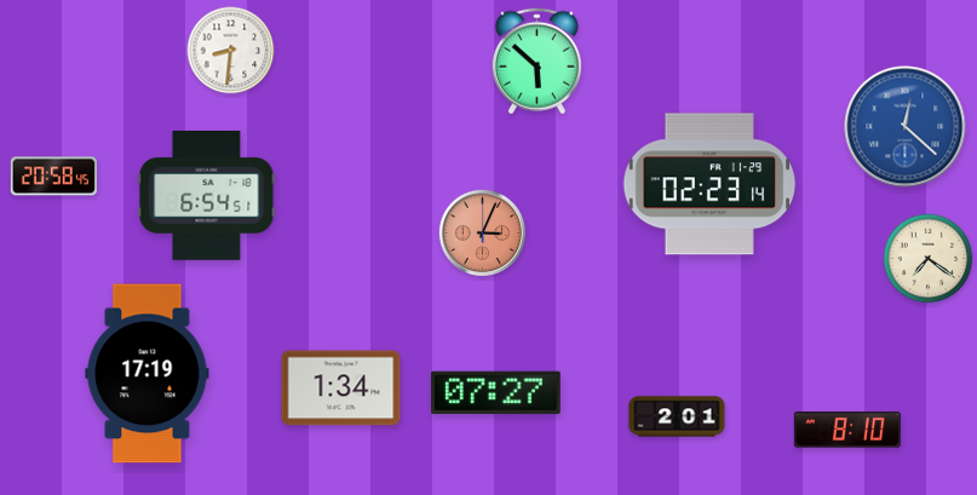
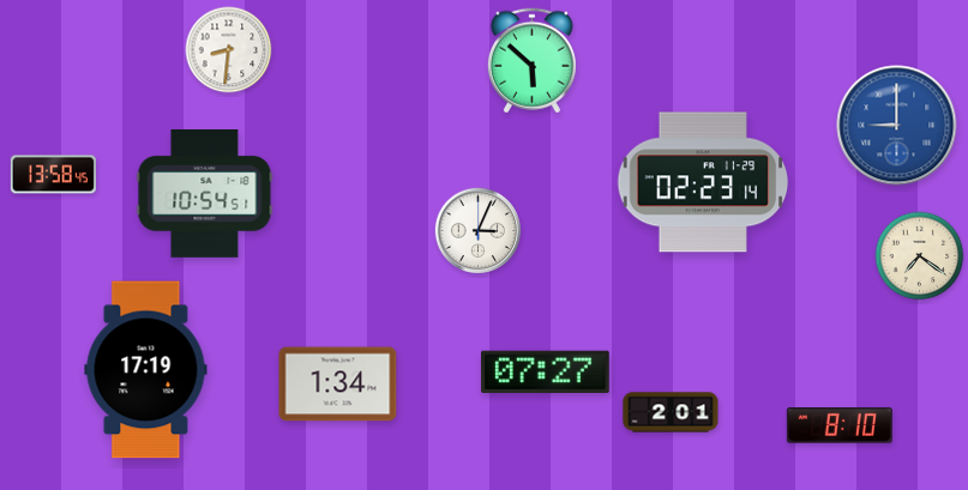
clock at (906, 127): 12:22 -> 9:00
clock at (53, 177): 20:58 -> 13:58
clock at (207, 196): 6:54 -> 10:54
clock at (482, 232) dial: salmon -> white
clock at (496, 392) position: (496, 392) -> (546, 371)
